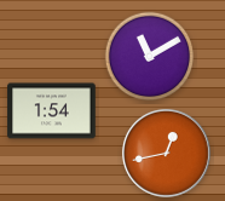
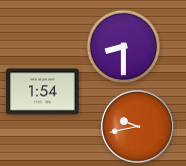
clock at (150, 57): 11:10 -> 8:30
clock at (166, 153): 12:43 -> 9:43
